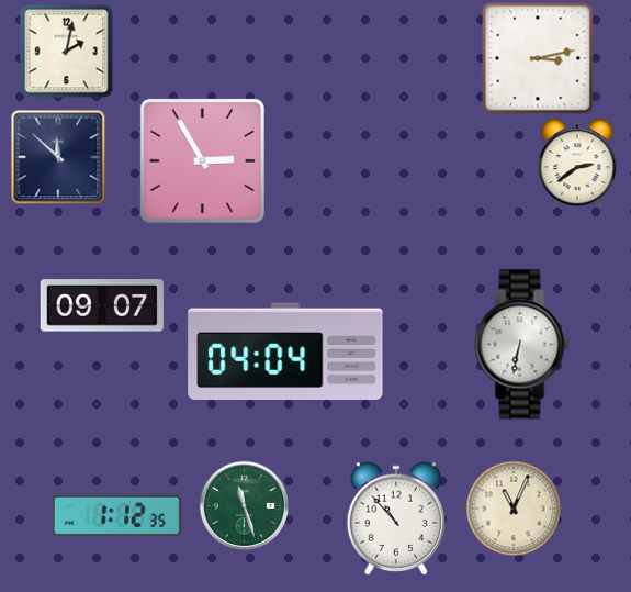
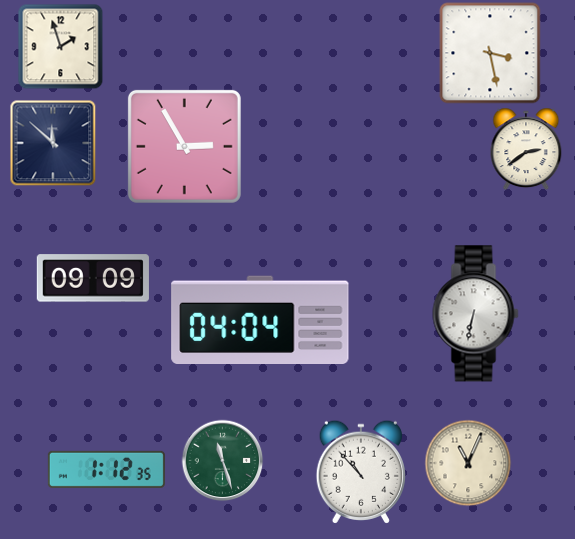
clock at (66, 51): 2:02 -> 1:57
clock at (538, 58): 3:13 -> 3:28
clock at (102, 305): 09:07 -> 09:09
